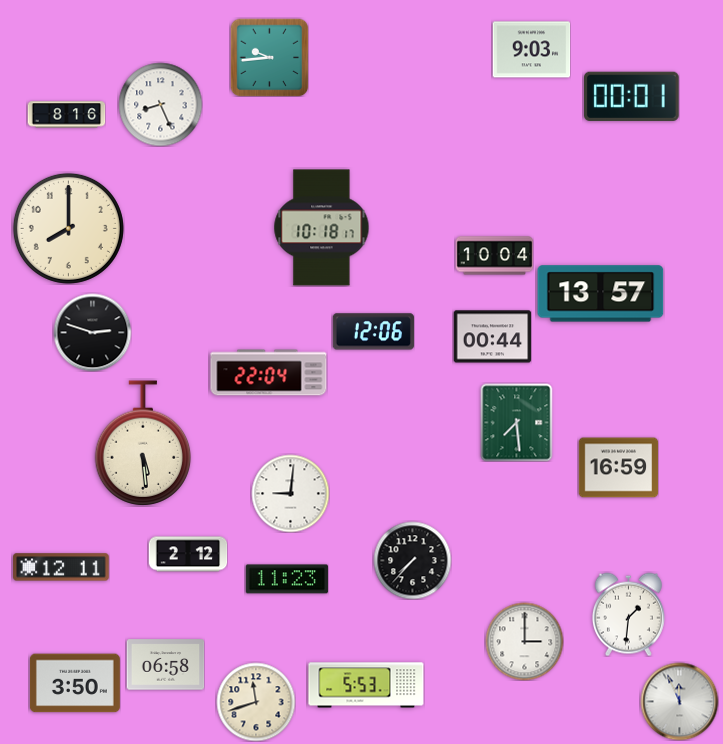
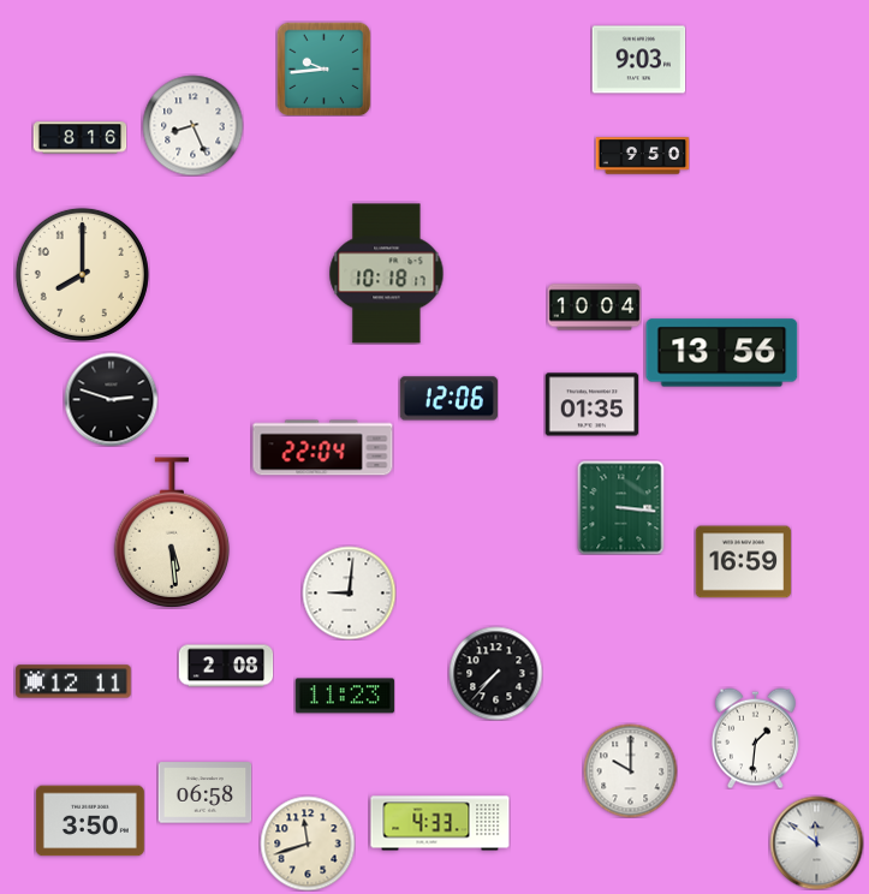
clock at (632, 96): 00:01 -> none
clock at (642, 156): none -> 9:50
clock at (601, 294): 13:57 -> 13:56
clock at (492, 337): 00:44 -> 01:35
clock at (517, 422): 7:29 -> 3:16
clock at (188, 554): 2:12 -> 2:08
clock at (524, 641): 3:00 -> 10:00
clock at (165, 665) position: (165, 665) -> (204, 793)
clock at (366, 685): 5:53 -> 4:33
clock at (679, 701): 11:56 -> 11:51
